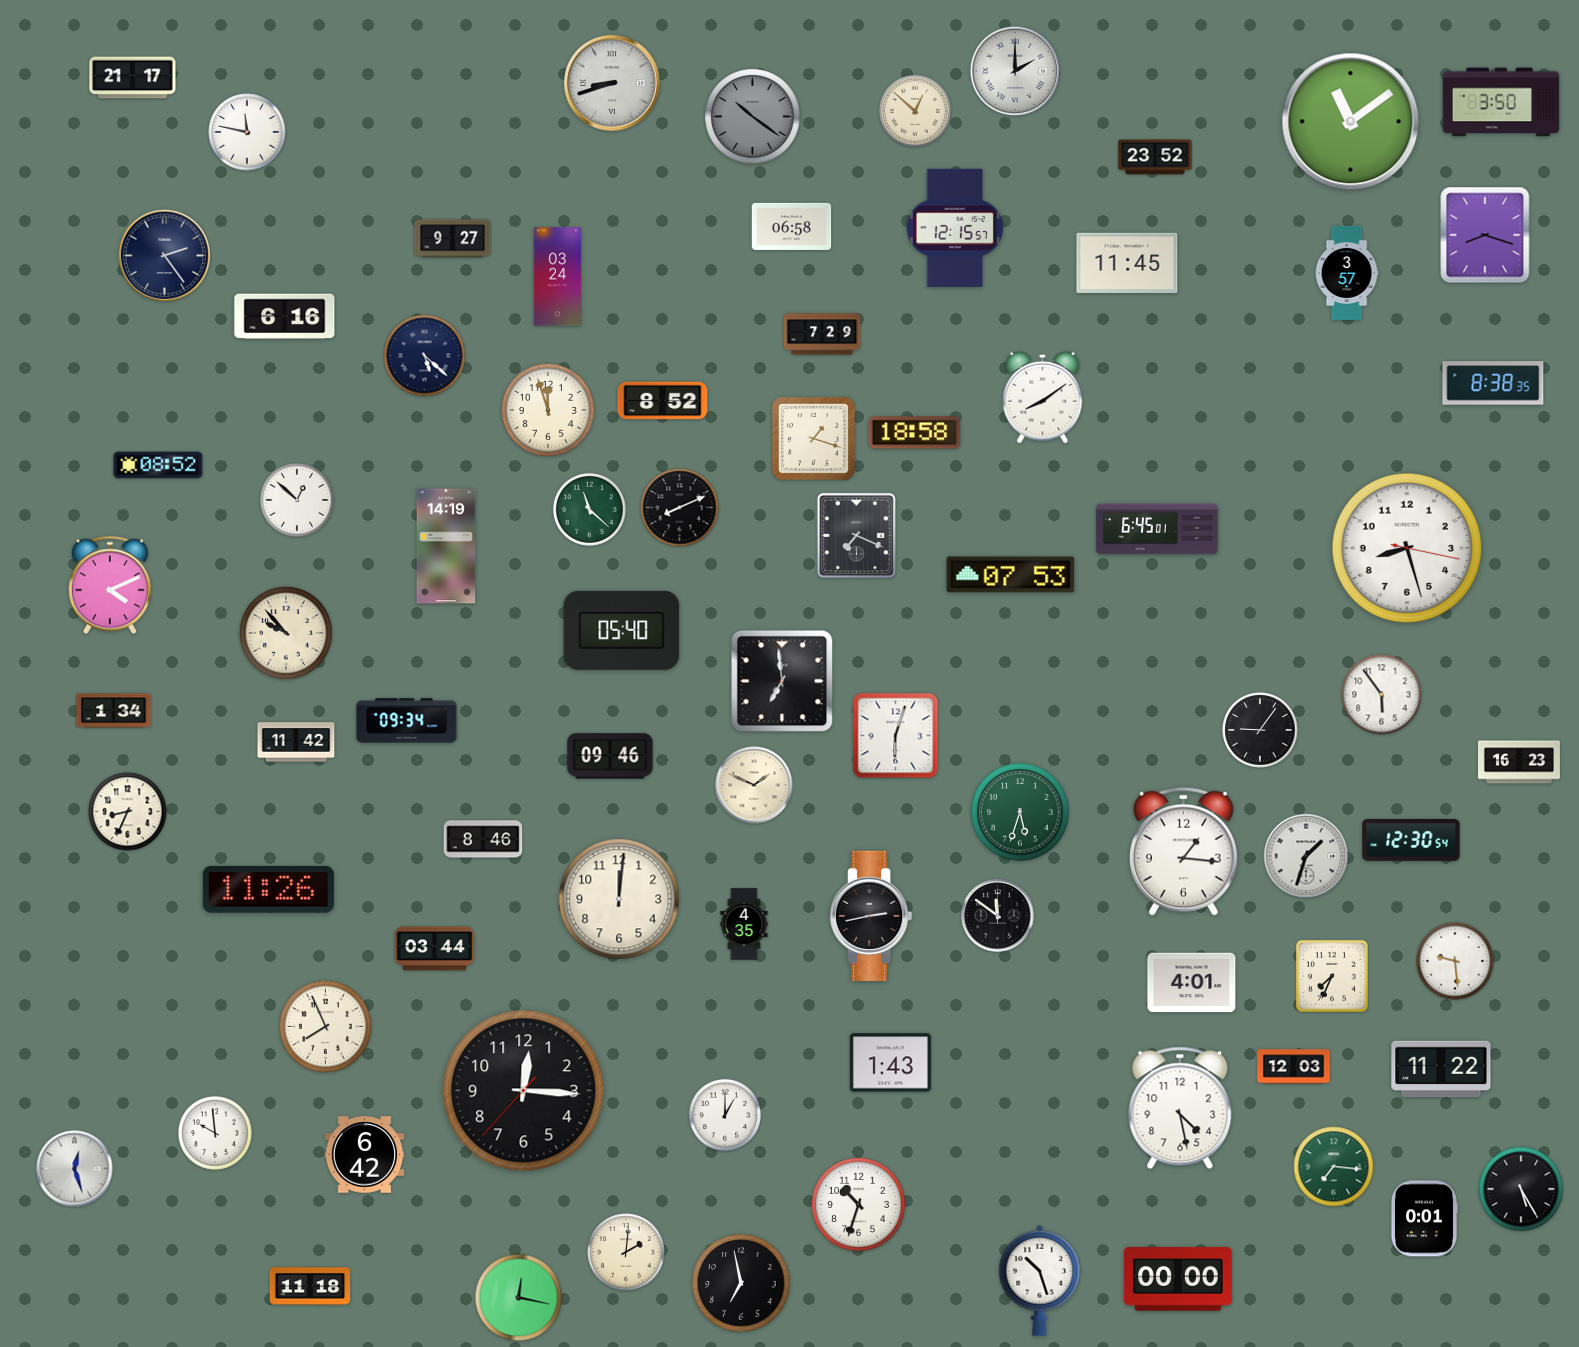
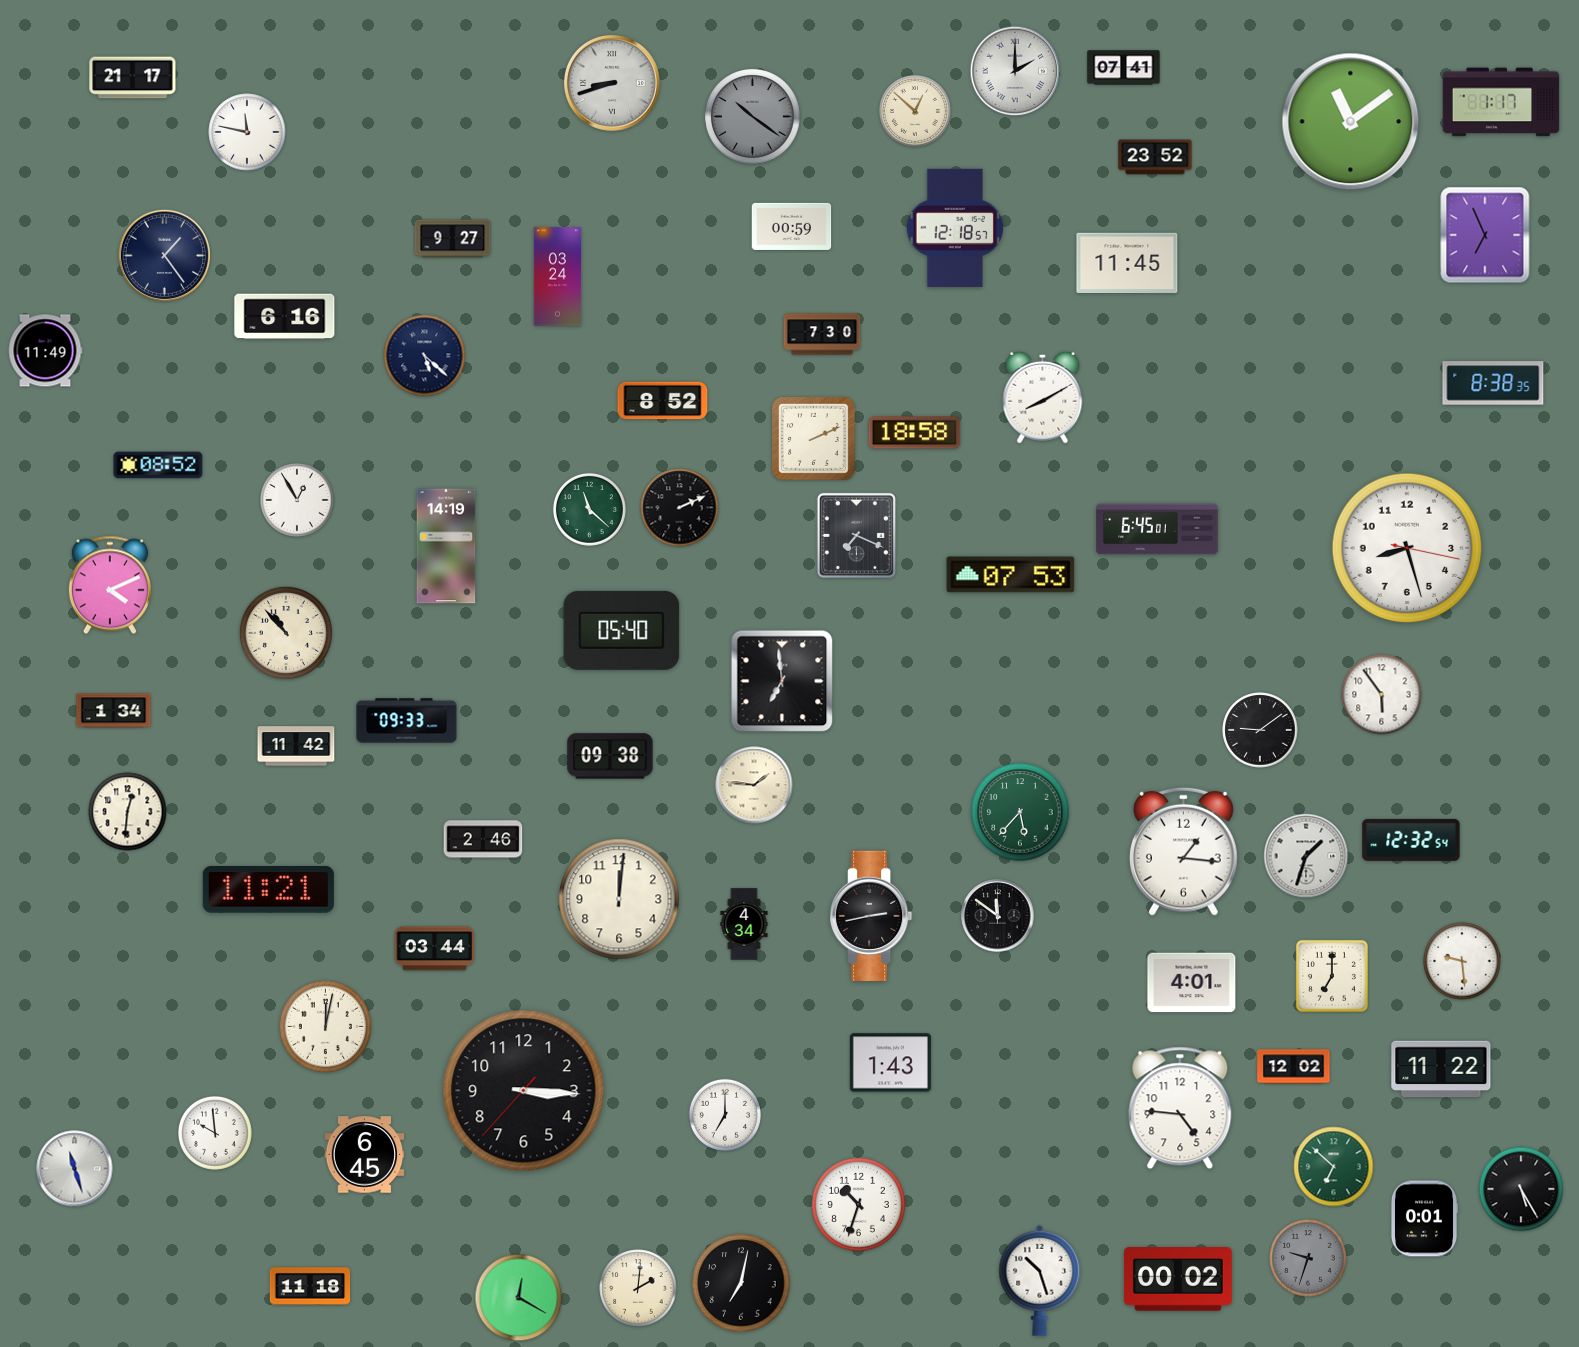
clock at (1124, 68): none -> 07:41
clock at (1501, 102): 3:50 -> 1:17
clock at (792, 226): 06:58 -> 00:59
clock at (954, 228): 12:15 -> 12:18
clock at (1485, 235): 8:18 -> 6:56
clock at (164, 255): 2:24 -> 1:24
clock at (1347, 273): 3:57 -> none
clock at (822, 334): 7:29 -> 7:30
clock at (45, 351): none -> 11:49
clock at (1043, 397): 8:09 -> 8:10
clock at (548, 410): 11:57 -> none
clock at (814, 439): 1:18 -> 2:11
clock at (298, 501): 12:52 -> 12:55
clock at (680, 508): 8:11 -> 2:11
clock at (286, 633): 9:53 -> 10:53
clock at (407, 721): 09:34 -> 09:33
clock at (1260, 730): 9:06 -> 9:09
clock at (896, 736): 6:03 -> none
clock at (296, 742) position: (296, 742) -> (296, 746)
clock at (610, 756): 09:46 -> 09:38
clock at (1519, 762): 16:23 -> none
clock at (754, 785): 1:49 -> 1:46
clock at (128, 812): 8:34 -> 12:31
clock at (1020, 812): 5:33 -> 5:37
clock at (483, 839): 8:46 -> 2:46
clock at (1411, 840): 12:30 -> 12:32
clock at (268, 889): 11:26 -> 11:21
clock at (744, 924): 4:35 -> 4:34
clock at (1455, 961) position: (1455, 961) -> (1462, 961)
clock at (1332, 976): 7:34 -> 7:00
clock at (325, 1026): 7:56 -> 12:02
clock at (1294, 1067): 12:03 -> 12:02
clock at (524, 1091): 12:15 -> 3:15
clock at (1180, 1108): 4:28 -> 4:46
clock at (725, 1115): 1:00 -> 7:00
clock at (365, 1155): 6:42 -> 6:45
clock at (1334, 1167): 7:16 -> 6:52
clock at (75, 1169): 12:27 -> 11:27
clock at (626, 1252) position: (626, 1252) -> (638, 1288)
clock at (1308, 1258): none -> 9:33
clock at (1178, 1279): 00:00 -> 00:02
clock at (741, 1283): 6:58 -> 7:02
clock at (519, 1298): 12:17 -> 12:20
